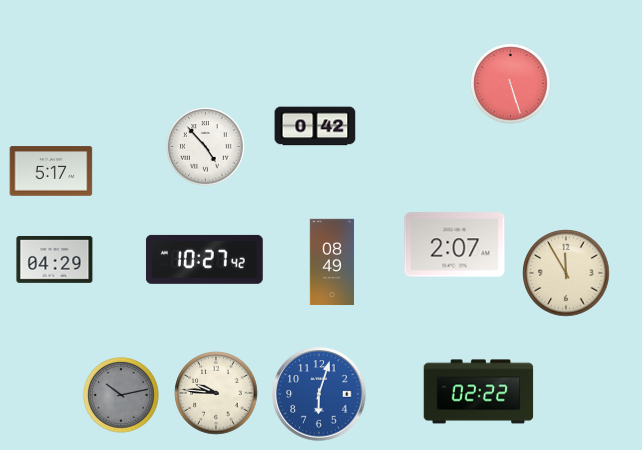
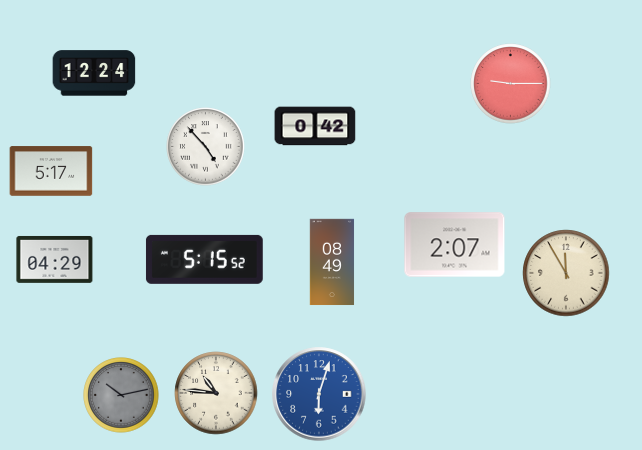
clock at (94, 73): none -> 12:24
clock at (511, 84): 5:27 -> 9:15
clock at (204, 259): 10:27 -> 5:15
clock at (479, 392): 02:22 -> none
clock at (216, 393): 9:46 -> 10:46
